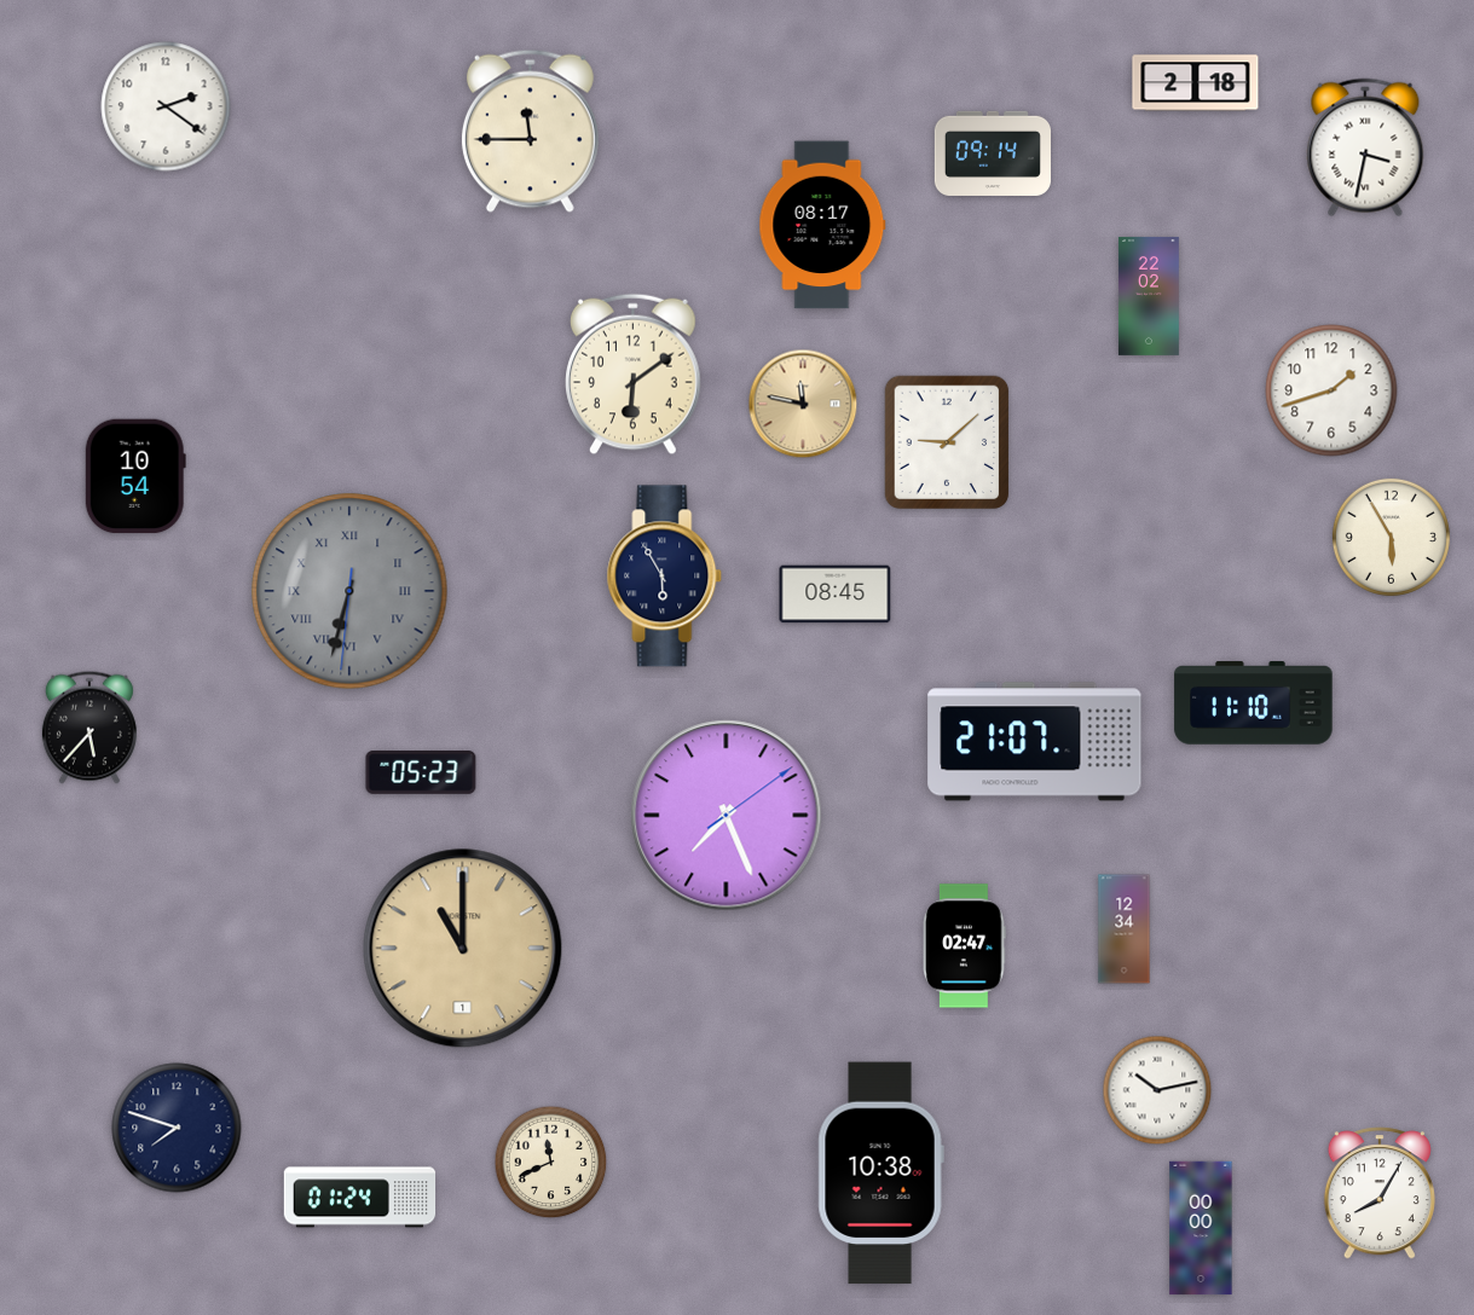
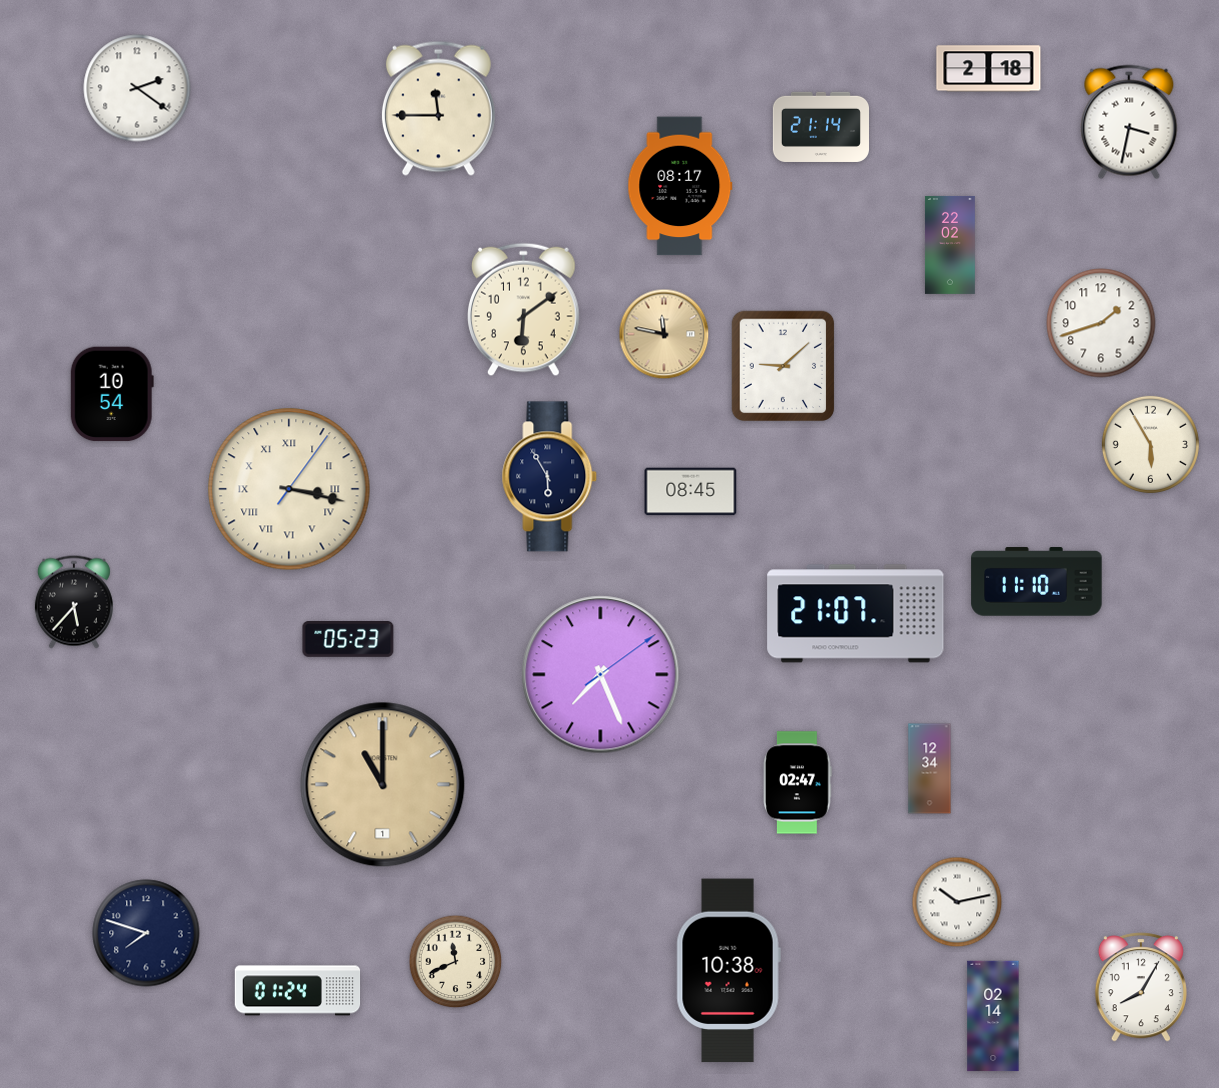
clock at (992, 152): 09:14 -> 21:14
clock at (349, 591): 6:32 -> 3:17
clock at (349, 591) dial: grey -> cream
clock at (1201, 1228): 00:00 -> 02:14
